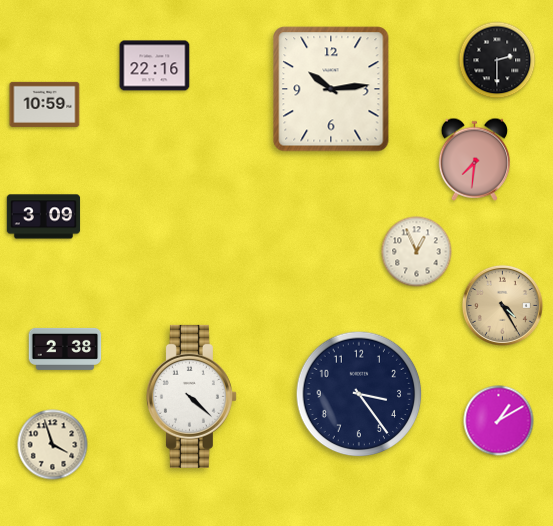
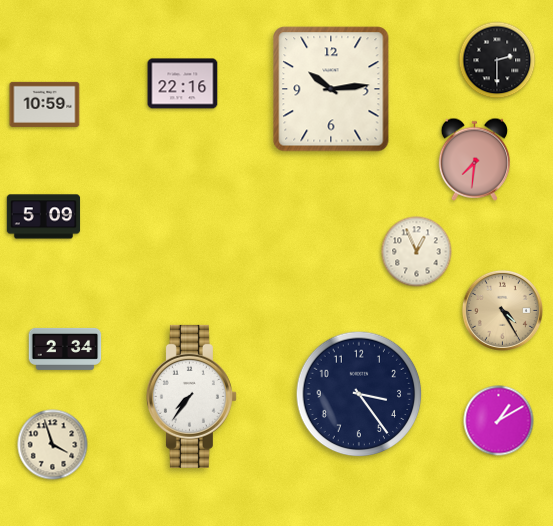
clock at (155, 66) position: (155, 66) -> (183, 84)
clock at (44, 217): 3:09 -> 5:09
clock at (502, 305) position: (502, 305) -> (502, 310)
clock at (65, 349): 2:38 -> 2:34
clock at (191, 396): 4:22 -> 7:36
